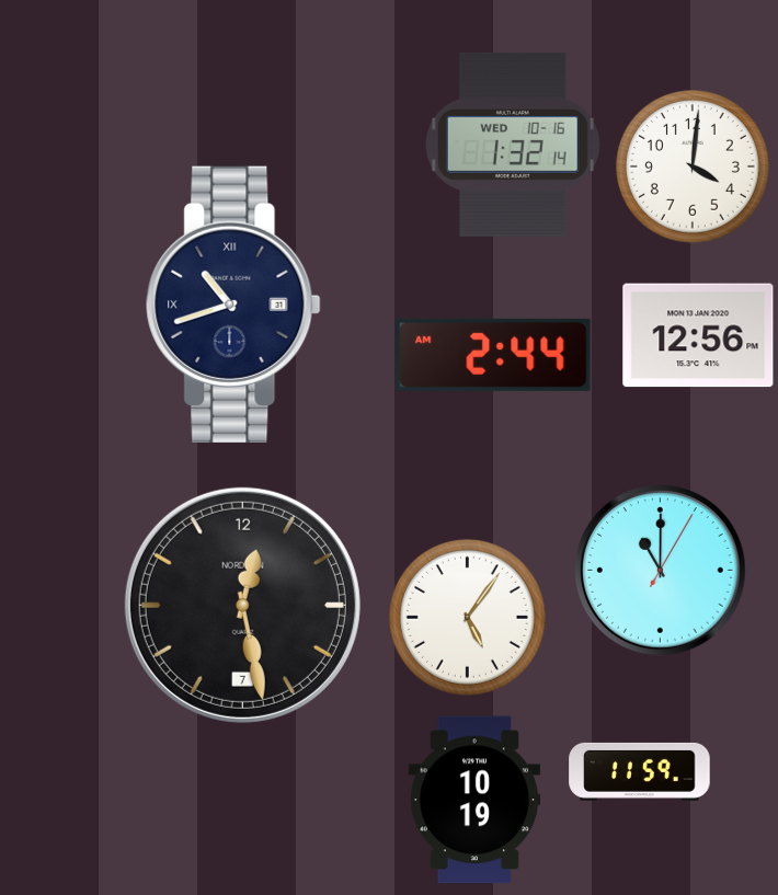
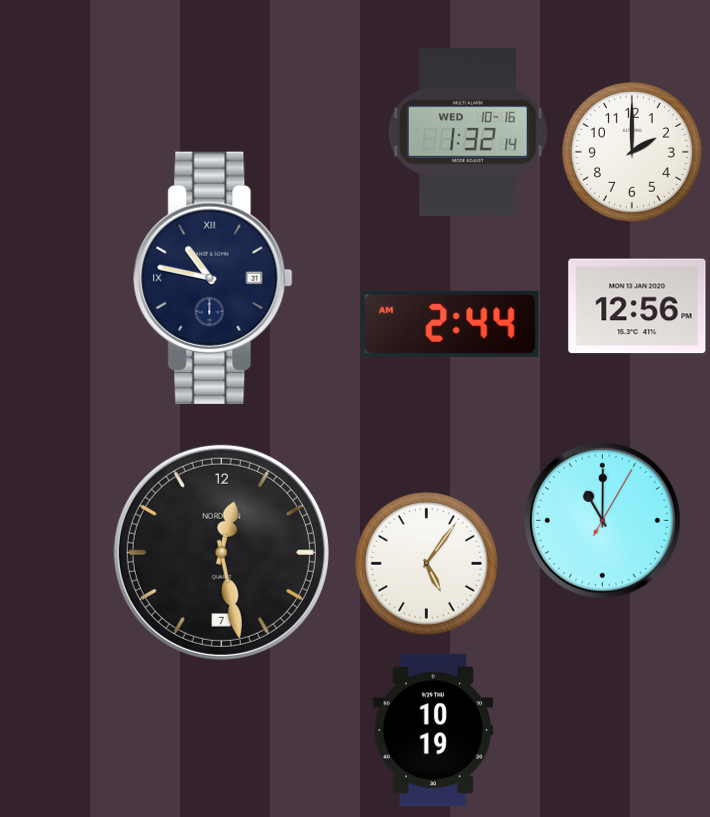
clock at (693, 167): 4:01 -> 2:00
clock at (233, 305): 10:42 -> 10:47
clock at (640, 771): 11:59 -> none
